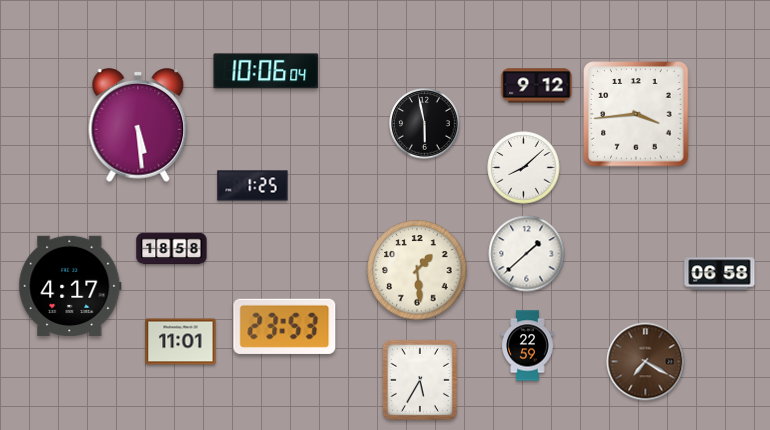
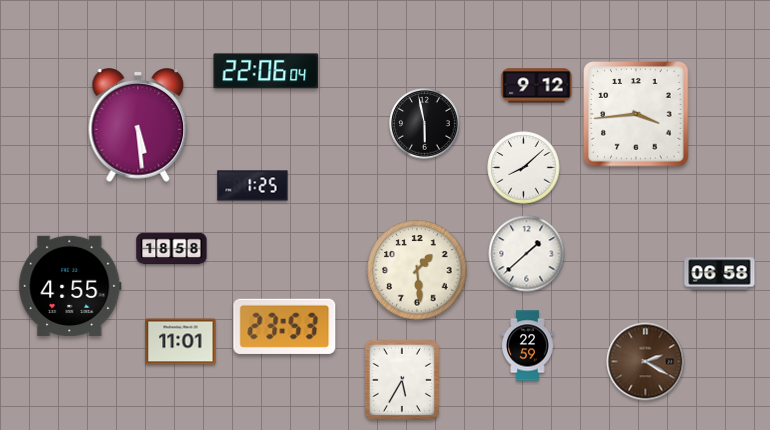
clock at (266, 71): 10:06 -> 22:06
clock at (70, 286): 4:17 -> 4:55
clock at (646, 362): 7:20 -> 2:20
clock at (420, 380) position: (420, 380) -> (402, 380)
